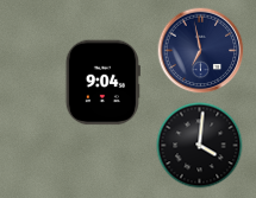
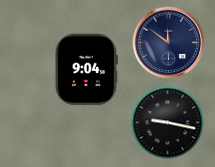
clock at (201, 51): 6:58 -> 11:51
clock at (200, 146): 4:01 -> 9:17
